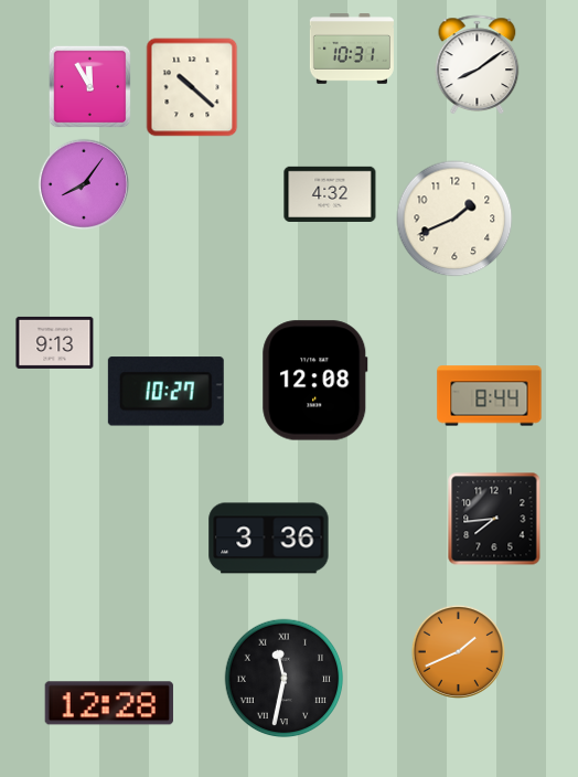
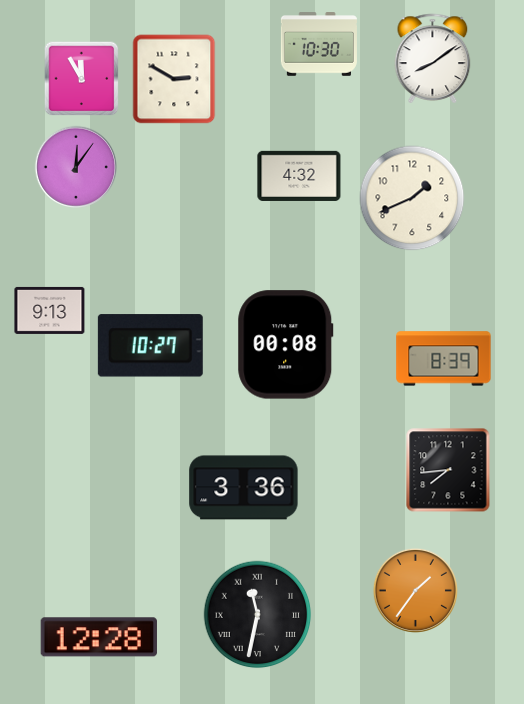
clock at (352, 49): 10:31 -> 10:30
clock at (192, 87): 10:22 -> 2:50
clock at (83, 183): 8:06 -> 12:06
clock at (315, 381): 12:08 -> 00:08
clock at (165, 392) position: (165, 392) -> (150, 346)
clock at (490, 396): 8:44 -> 8:39
clock at (458, 651): 1:41 -> 1:36
